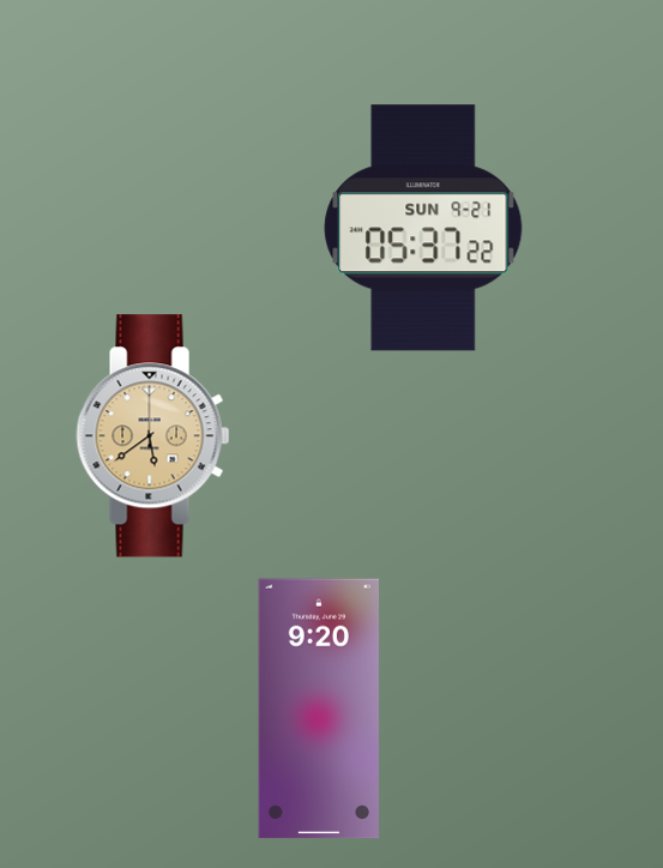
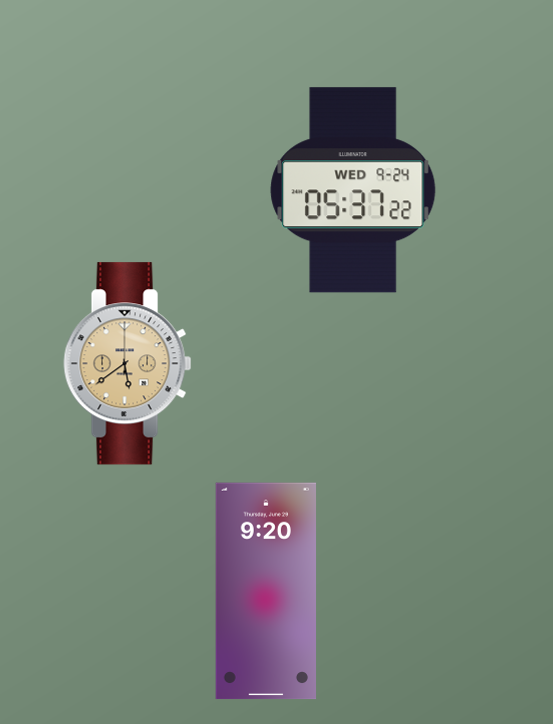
clock at (423, 228) date: SUN 9-21 -> WED 9-24
